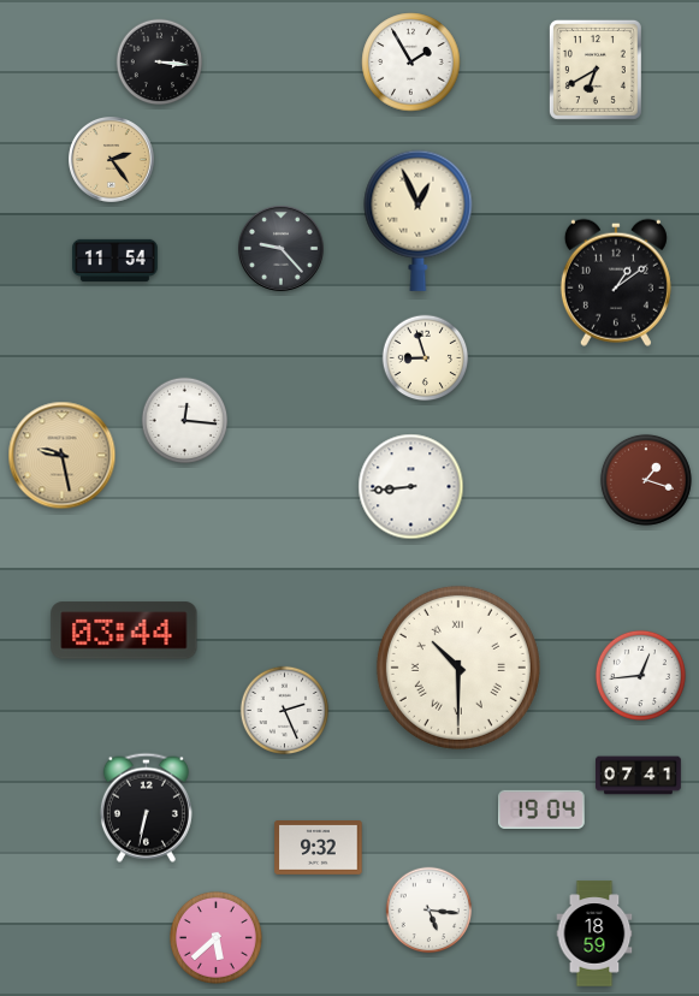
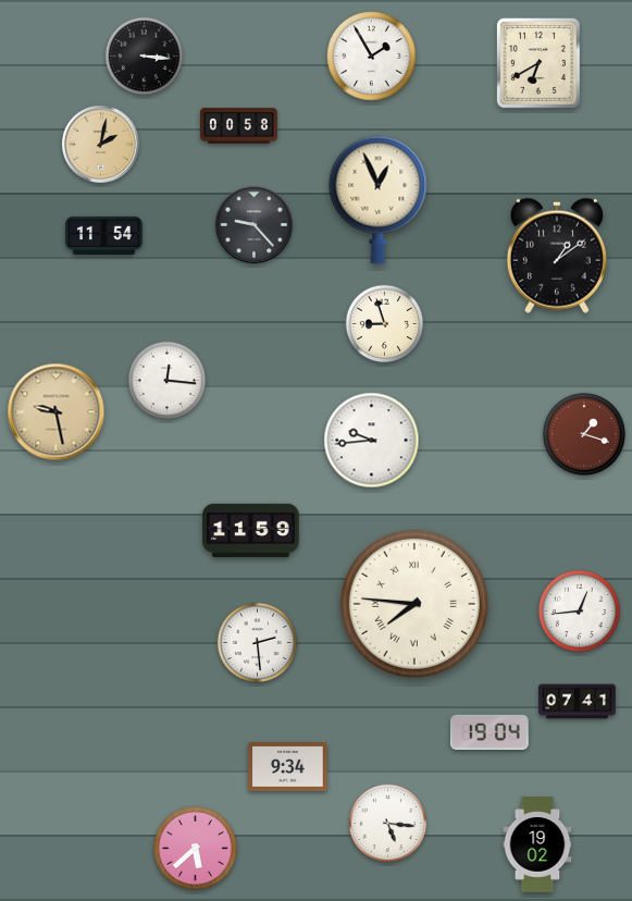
clock at (239, 126): none -> 00:58
clock at (112, 160): 2:24 -> 2:02
clock at (411, 487): 8:44 -> 9:44
clock at (251, 530): none -> 11:59
clock at (124, 630): 03:44 -> none
clock at (458, 668): 10:30 -> 7:46
clock at (284, 710): 2:26 -> 2:29
clock at (146, 807): 6:32 -> none
clock at (319, 848): 9:32 -> 9:34
clock at (594, 933): 18:59 -> 19:02
